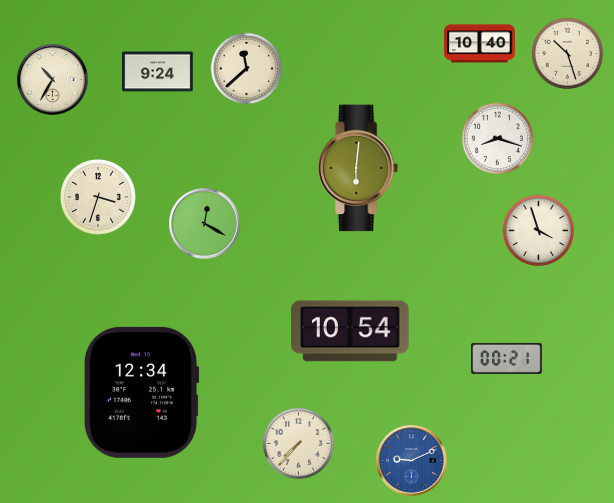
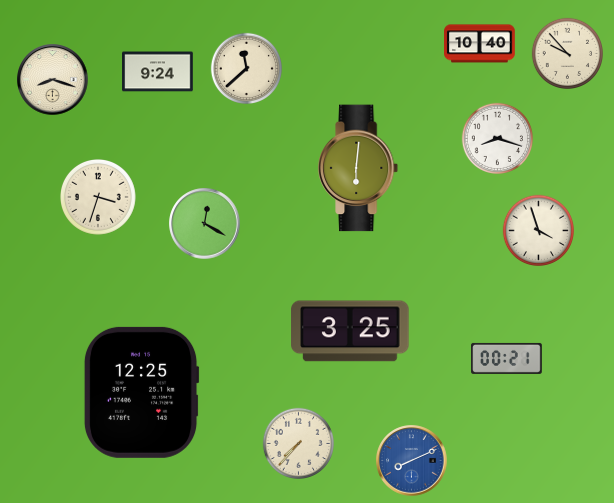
clock at (567, 53): 10:27 -> 9:53
clock at (53, 80): 10:35 -> 8:18
clock at (350, 331): 10:54 -> 3:25
clock at (141, 392): 12:34 -> 12:25
clock at (412, 461): 9:11 -> 8:11
